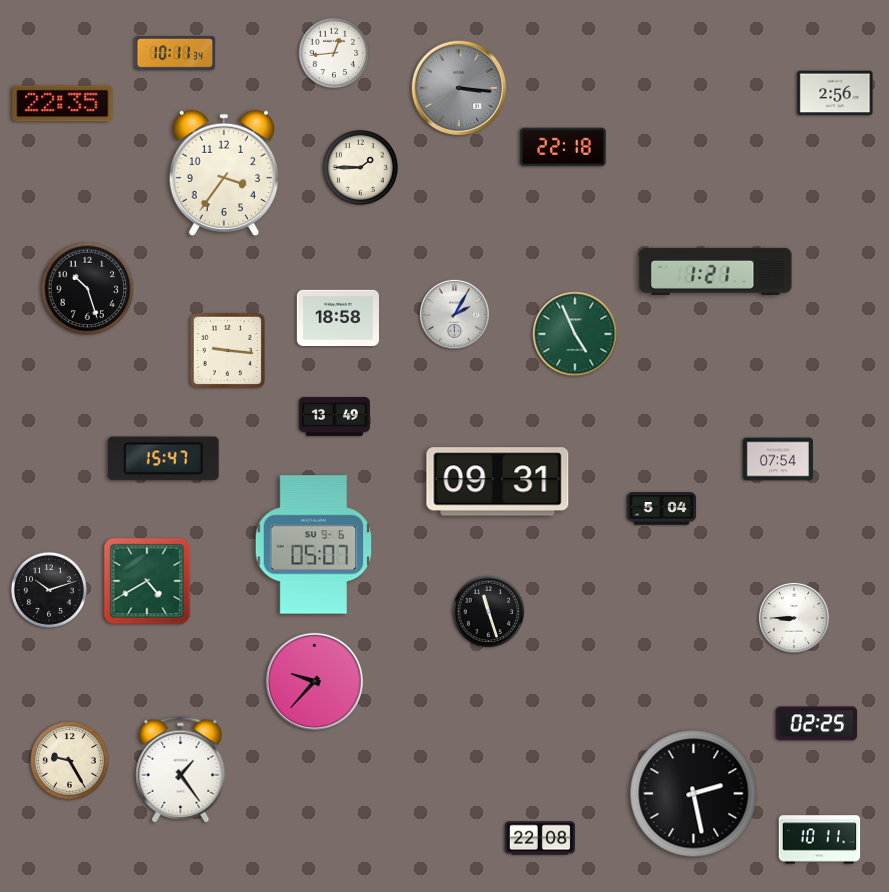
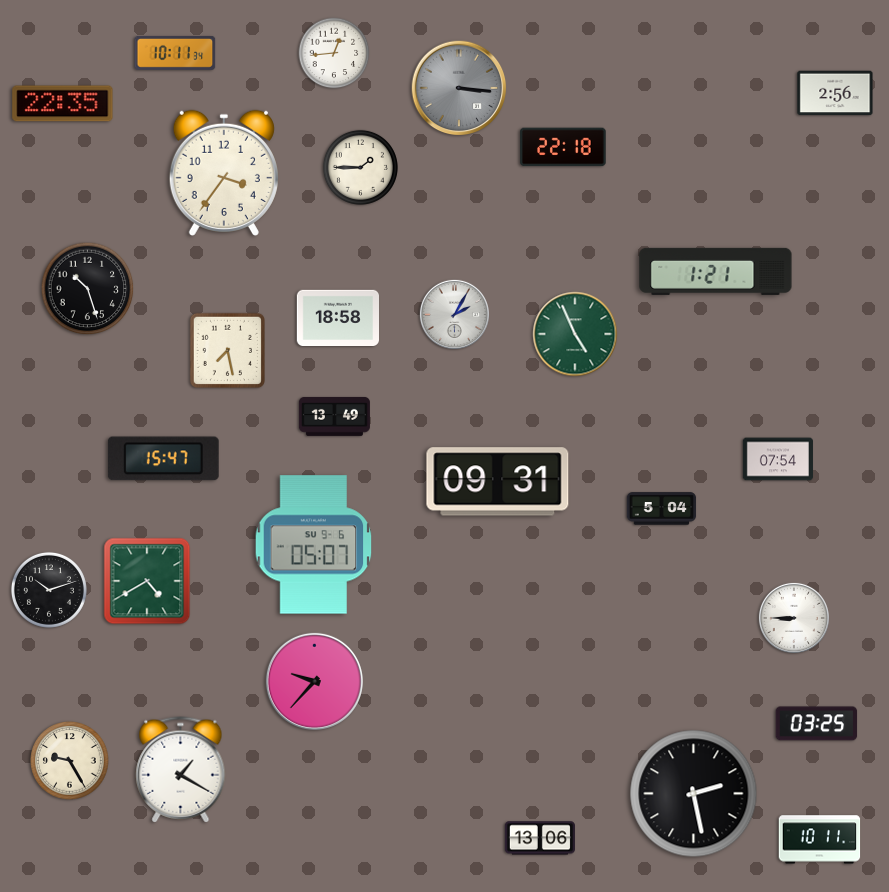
clock at (227, 350): 9:16 -> 7:28
clock at (489, 612): 11:27 -> none
clock at (817, 724): 02:25 -> 03:25
clock at (181, 770): 1:24 -> 1:20
clock at (540, 838): 22:08 -> 13:06
